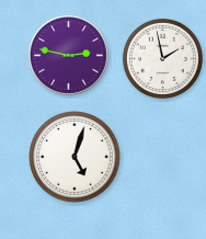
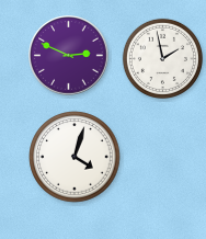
clock at (69, 56): 2:47 -> 2:49
clock at (75, 157): 5:03 -> 4:03
